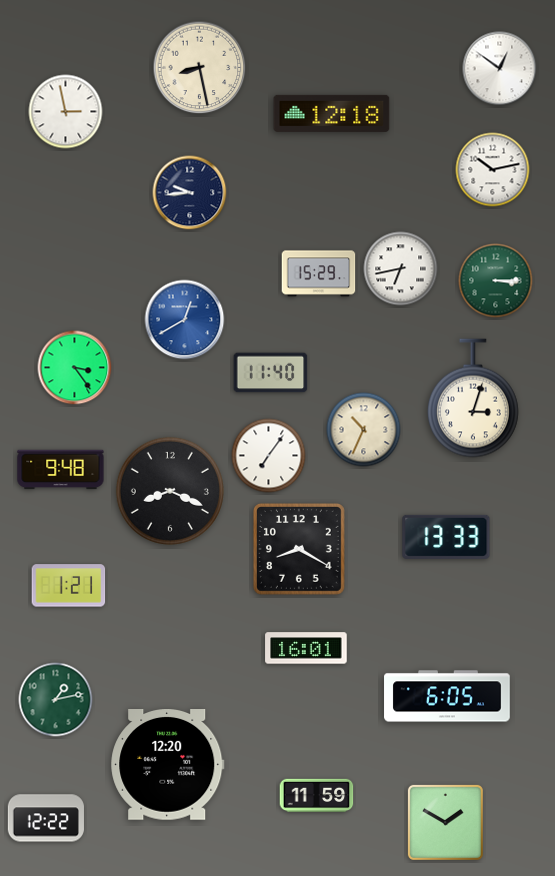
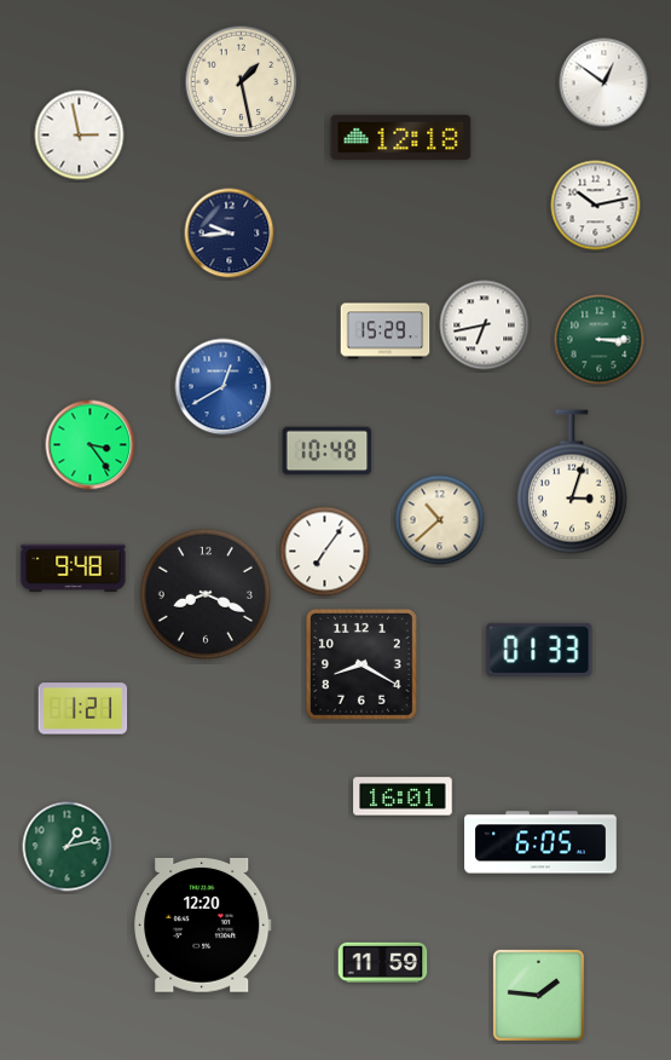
clock at (200, 68): 8:28 -> 1:28
clock at (271, 373): 11:40 -> 10:48
clock at (364, 430): 10:34 -> 10:38
clock at (446, 537): 13:33 -> 01:33
clock at (306, 648) position: (306, 648) -> (403, 796)
clock at (45, 818): 12:22 -> none
clock at (445, 822): 1:50 -> 1:46
